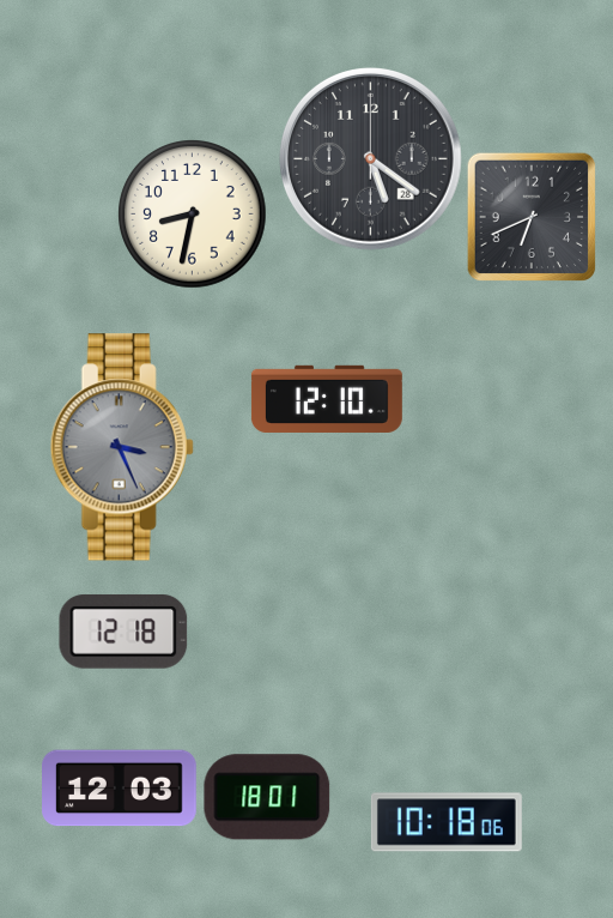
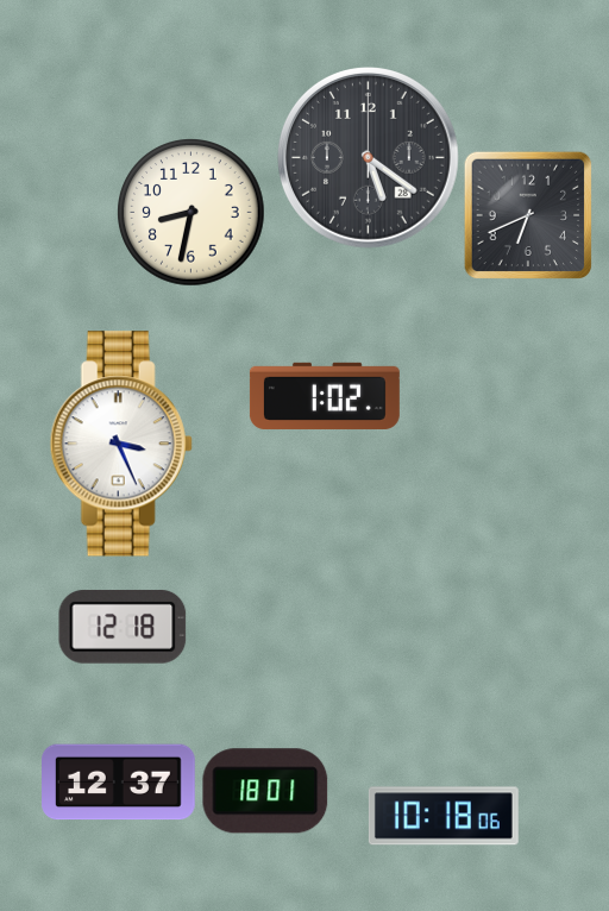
clock at (327, 399): 12:10 -> 1:02
clock at (122, 447) dial: grey -> white
clock at (120, 789): 12:03 -> 12:37
